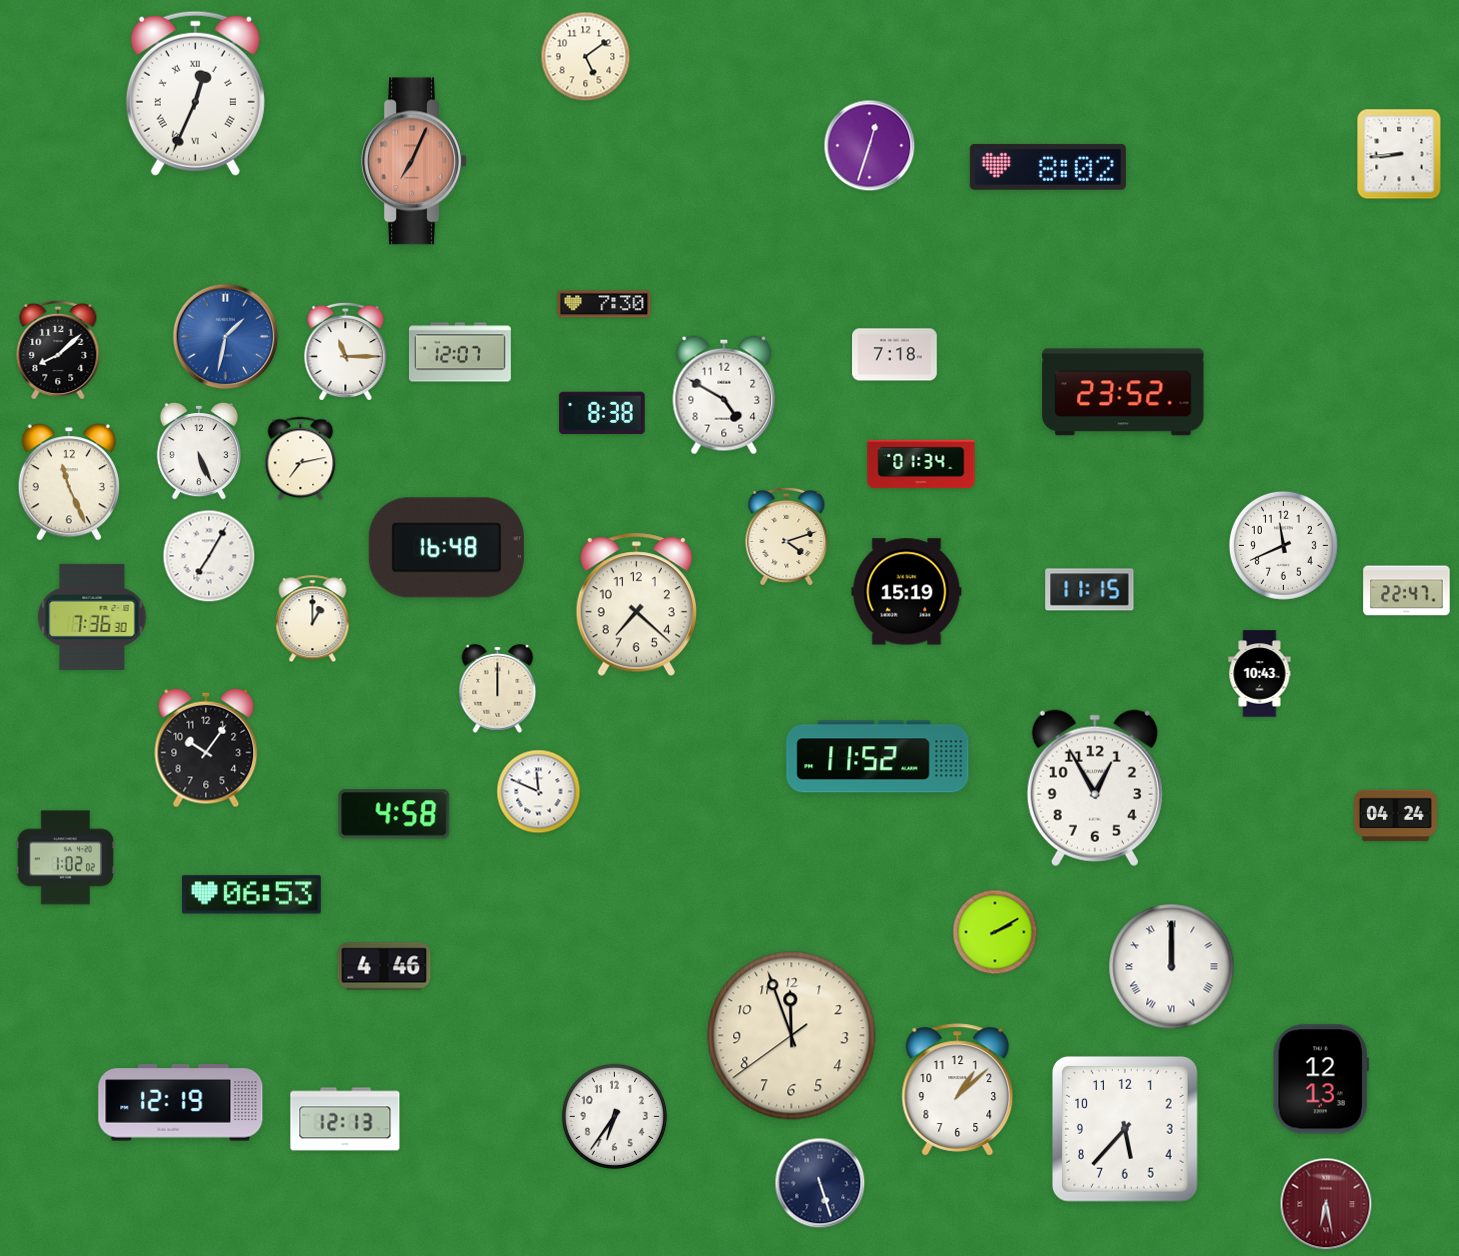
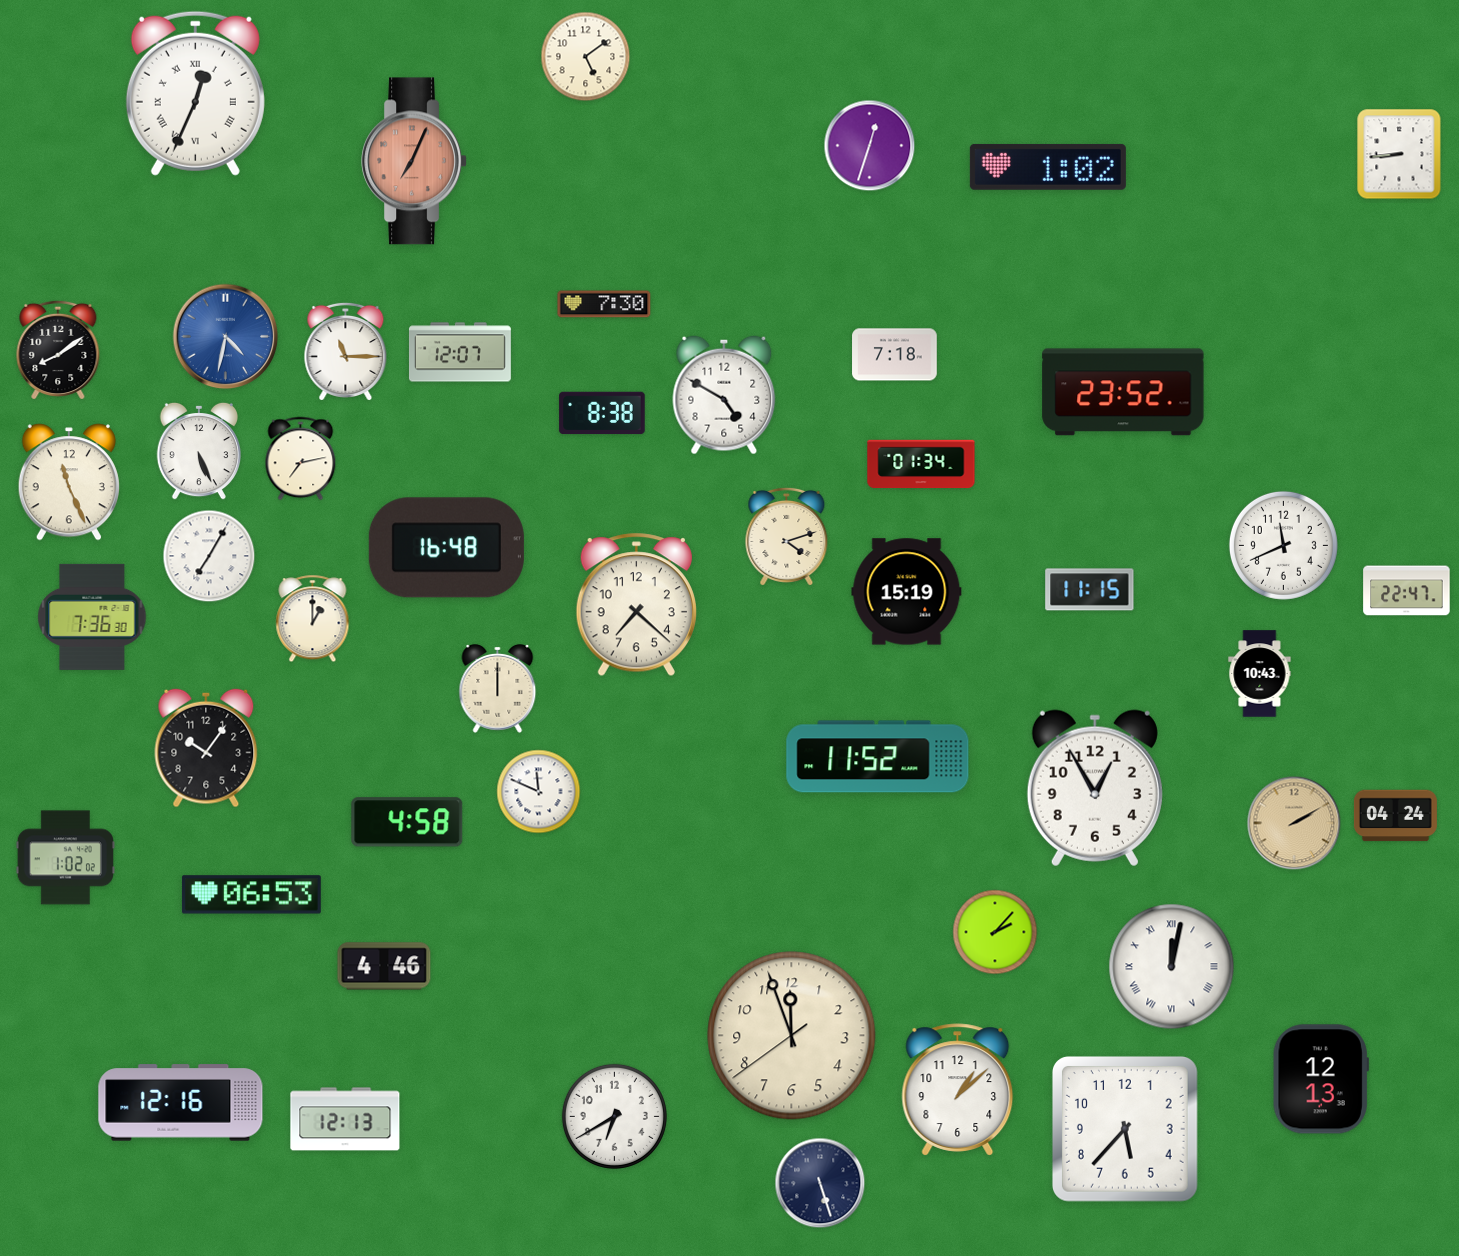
clock at (1048, 167): 8:02 -> 1:02
clock at (226, 337): 1:32 -> 4:32
clock at (58, 349): 8:08 -> 8:09
clock at (394, 814) position: (394, 814) -> (407, 822)
clock at (1294, 823): none -> 2:10
clock at (995, 932): 2:10 -> 2:07
clock at (1172, 967): 12:00 -> 12:02
clock at (181, 1103): 12:19 -> 12:16
clock at (614, 1116): 6:36 -> 6:40
clock at (1326, 1204): 6:28 -> none
